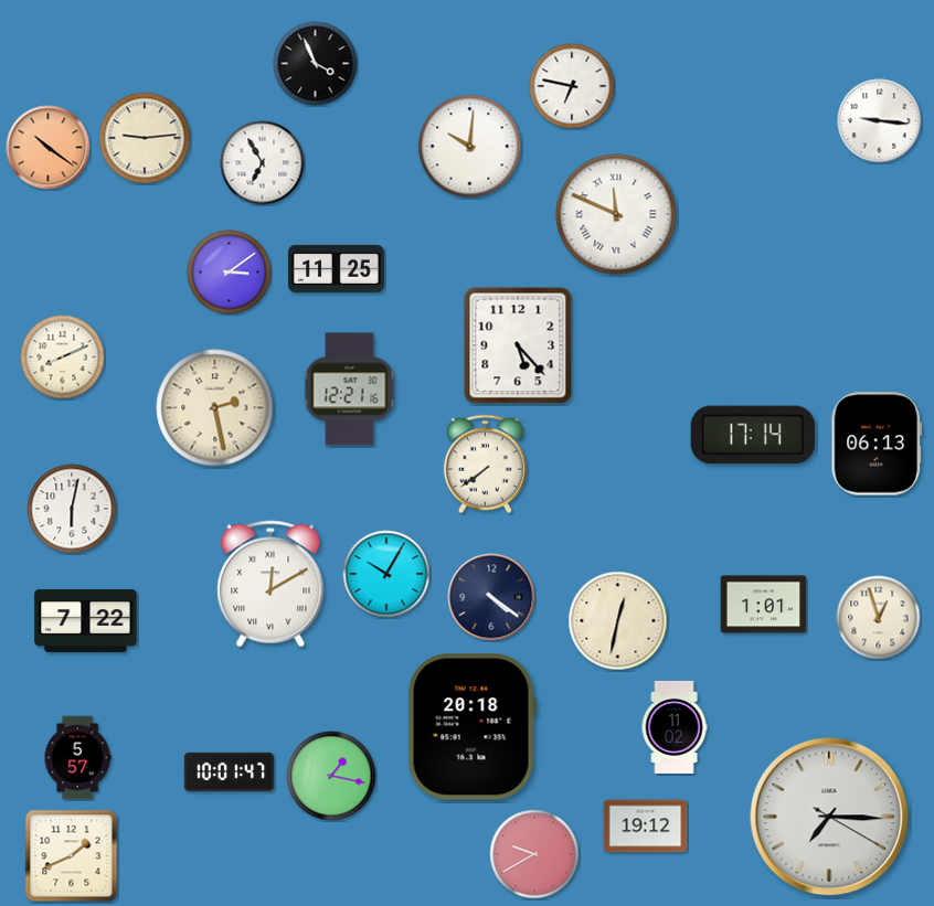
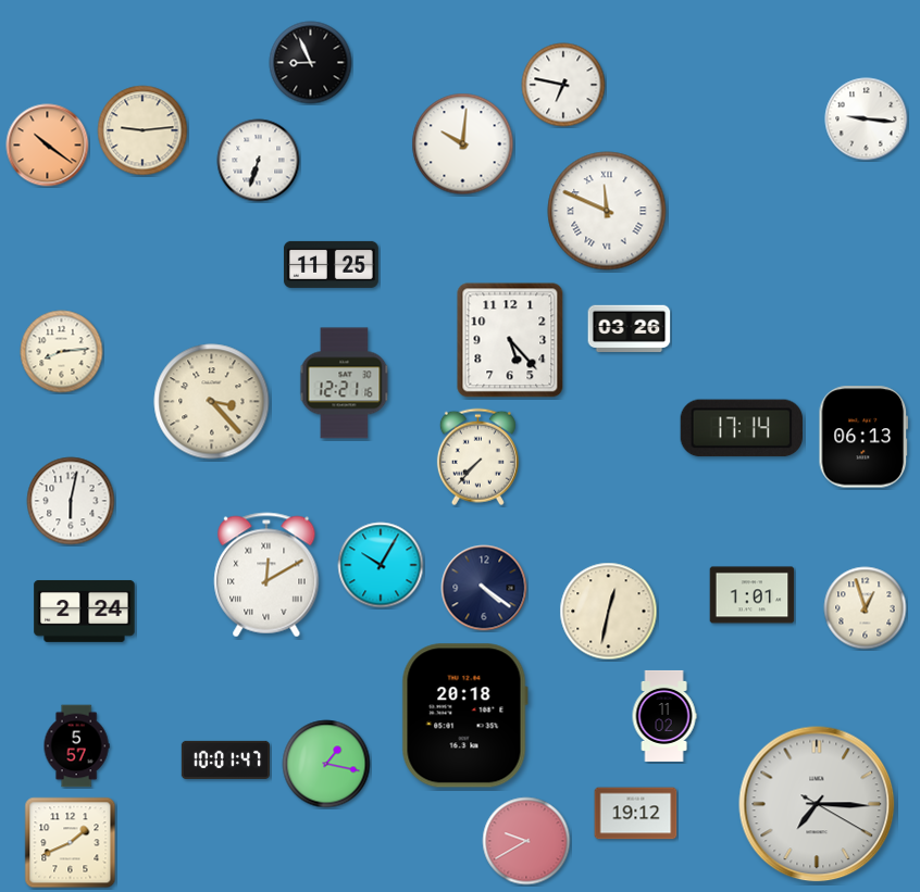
clock at (316, 64): 3:56 -> 8:56
clock at (145, 138) position: (145, 138) -> (142, 130)
clock at (263, 163): 6:55 -> 6:33
clock at (230, 273): 3:09 -> none
clock at (630, 329): none -> 03:26
clock at (63, 358): 8:11 -> 8:14
clock at (215, 408): 2:28 -> 3:23
clock at (485, 465): 7:39 -> 7:37
clock at (86, 620): 7:22 -> 2:24
